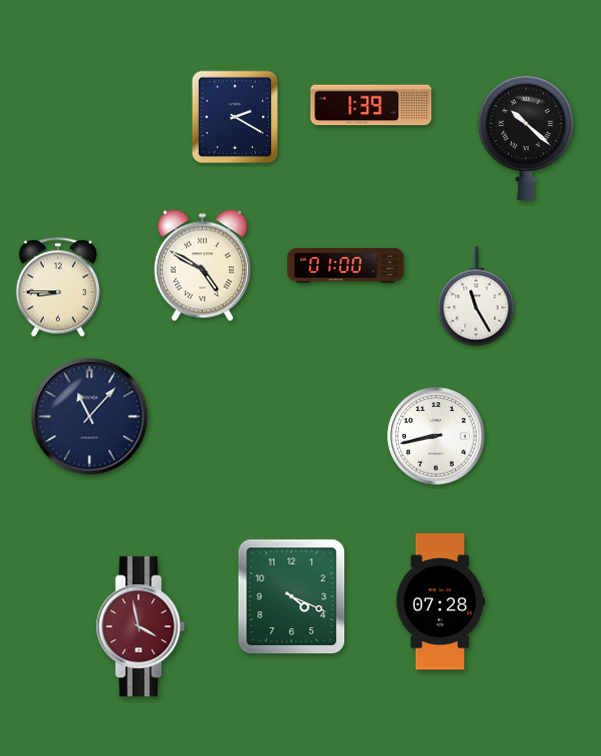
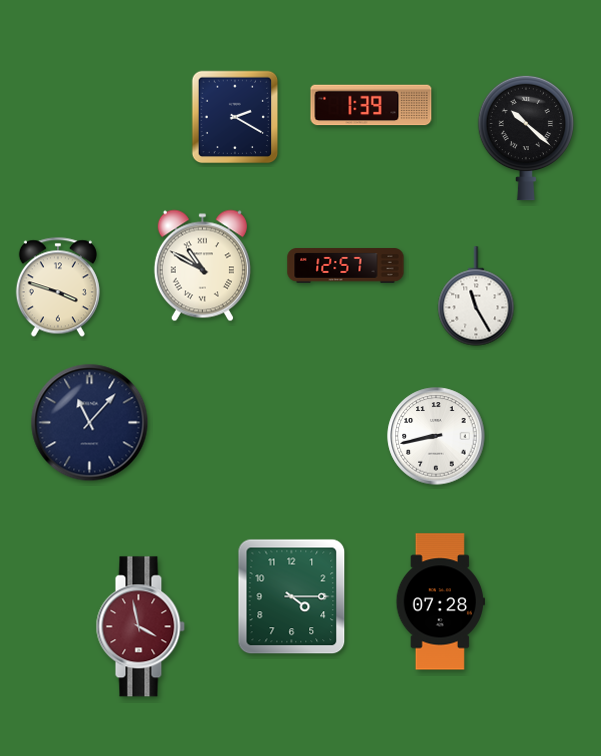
clock at (202, 266): 4:50 -> 10:50
clock at (346, 266): 01:00 -> 12:57
clock at (58, 287): 8:45 -> 3:48
clock at (90, 417) position: (90, 417) -> (90, 423)
clock at (292, 597): 4:19 -> 4:15
